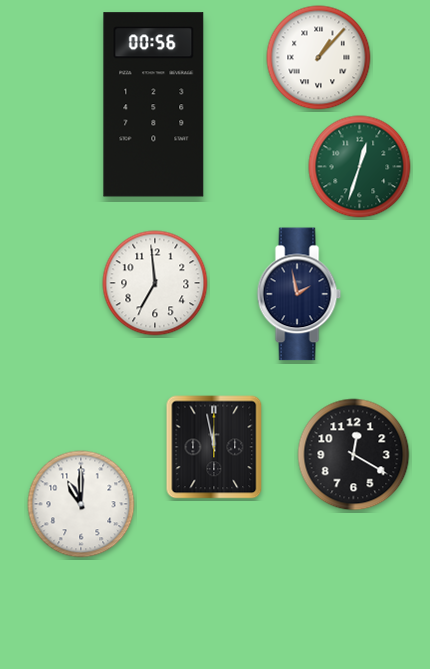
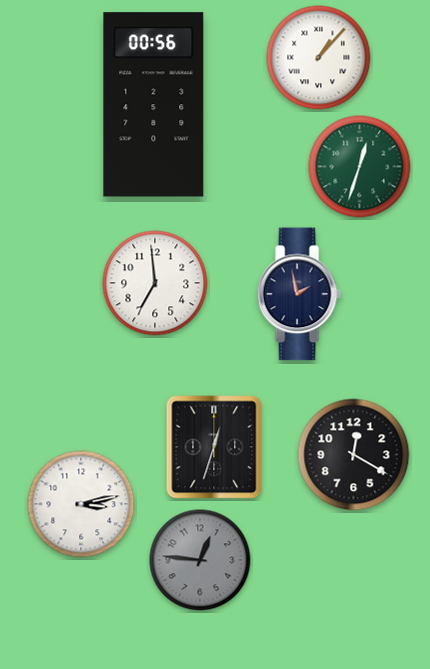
clock at (214, 447): 11:58 -> 12:33
clock at (81, 504): 11:00 -> 3:13
clock at (200, 560): none -> 12:46
